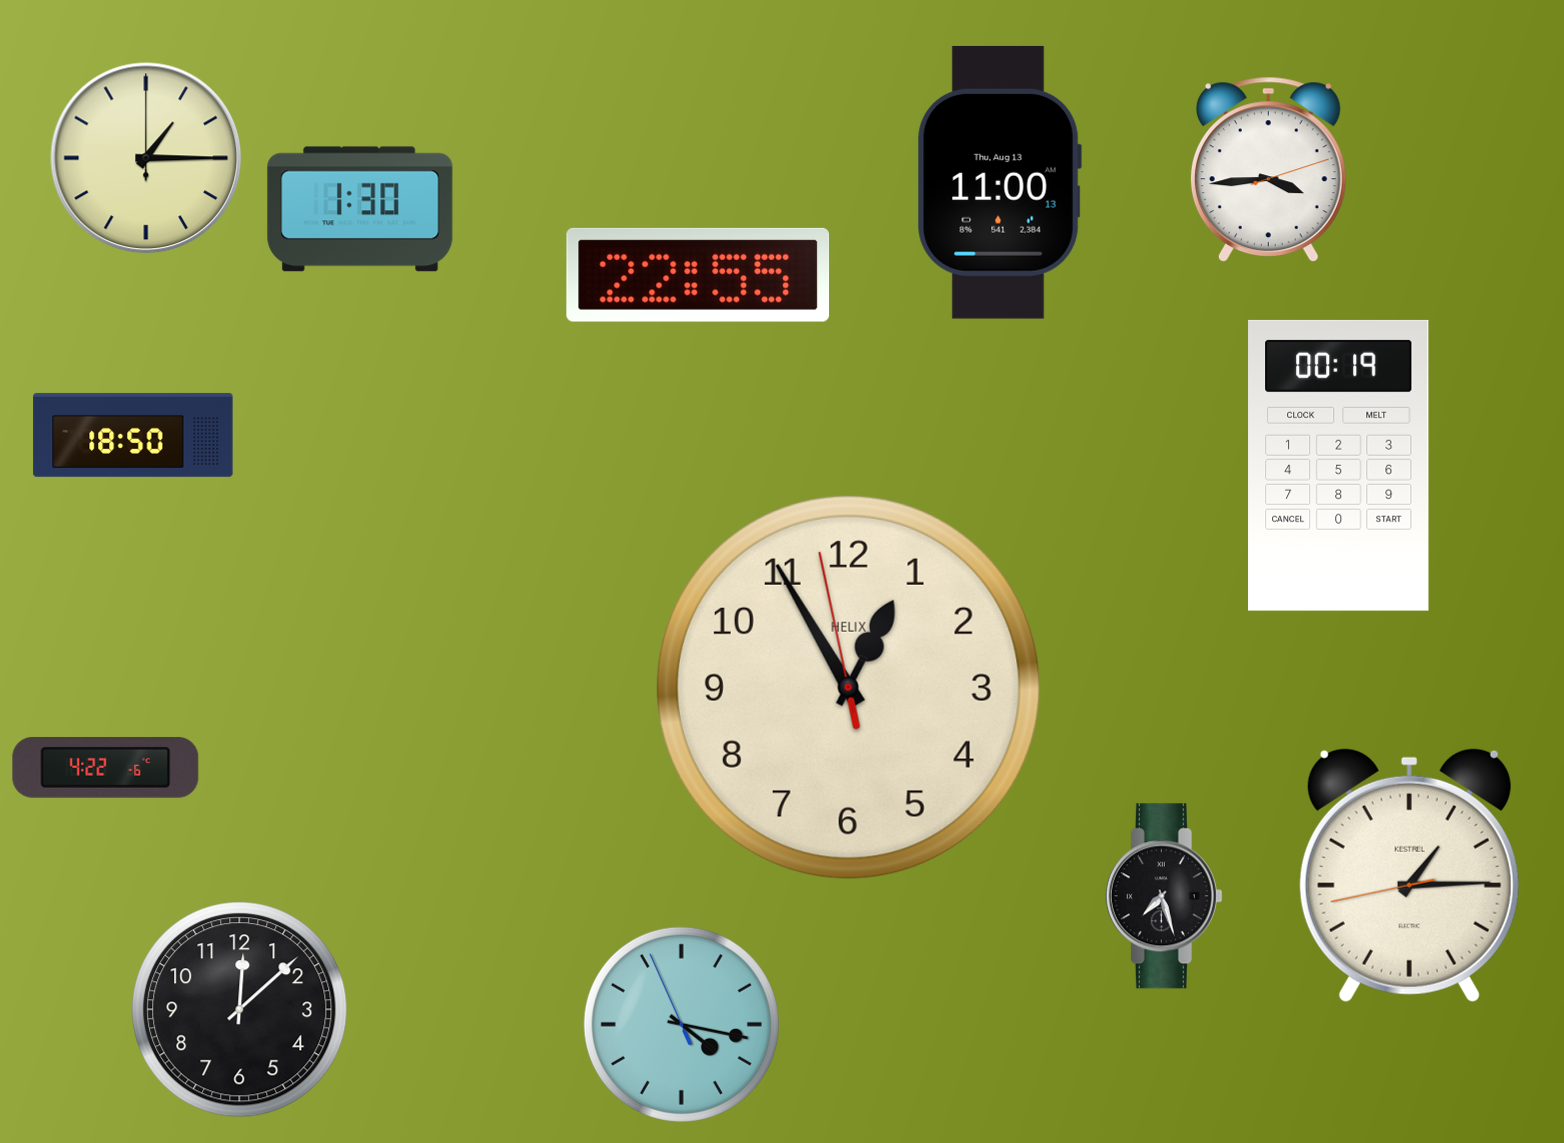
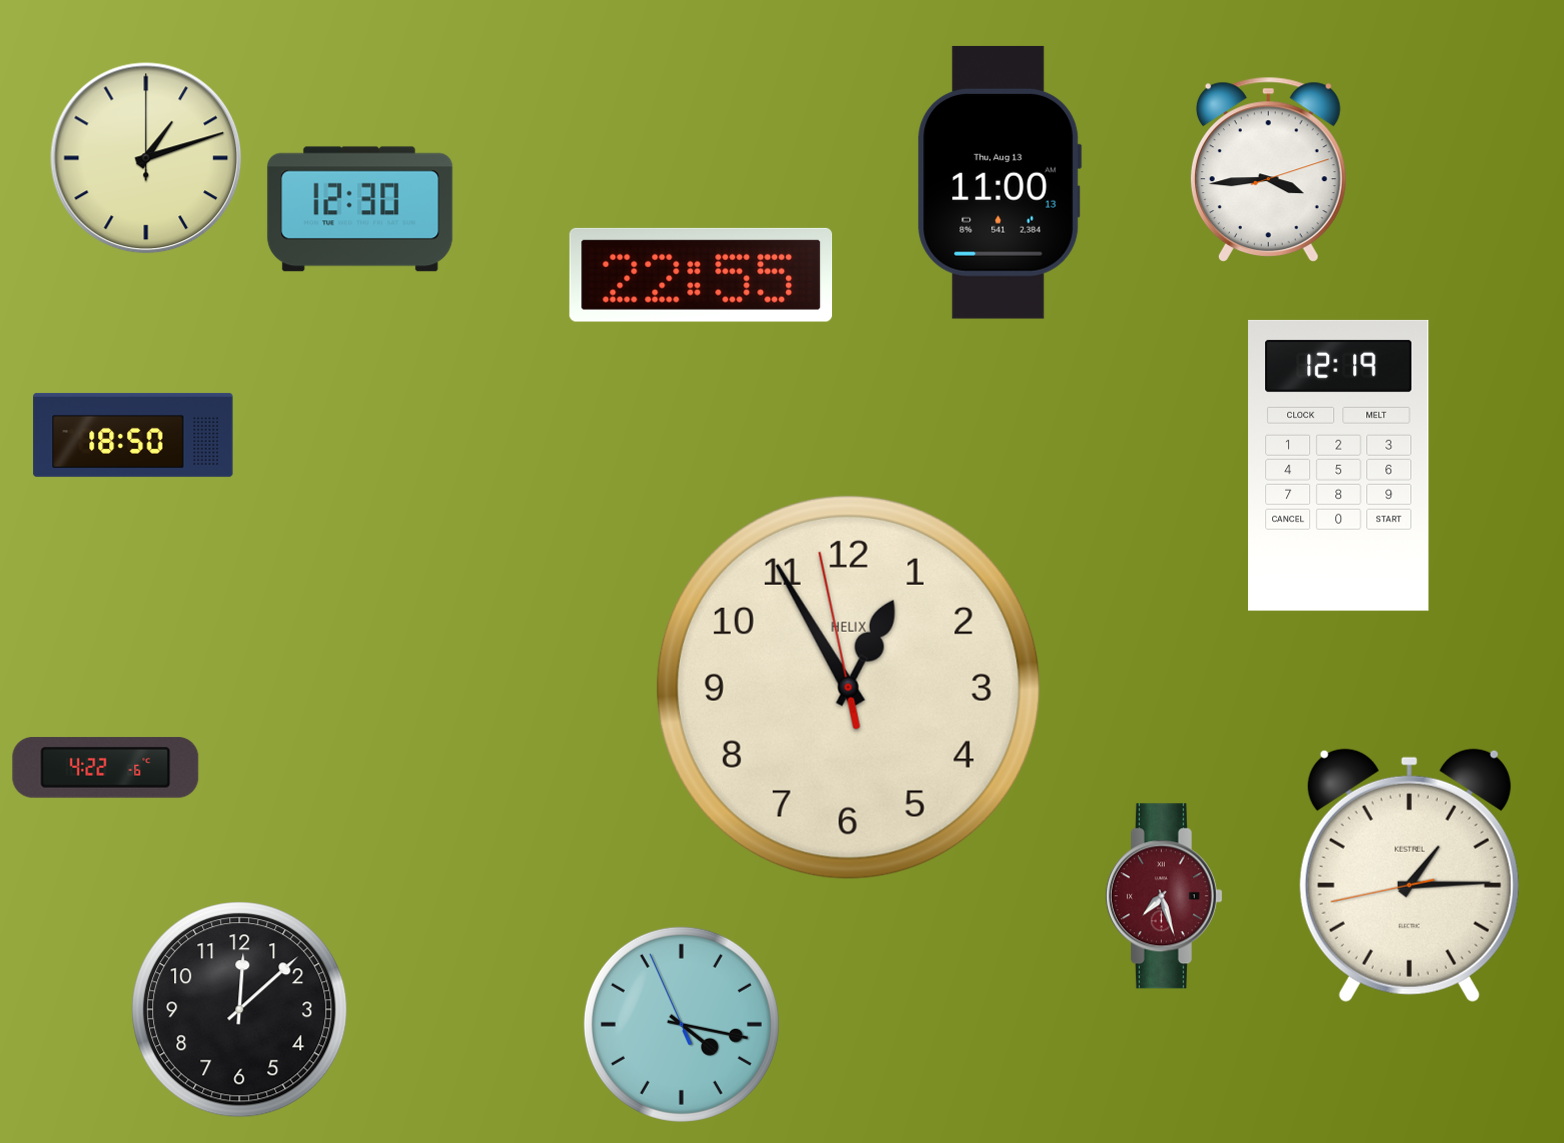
clock at (146, 158): 1:15 -> 1:12
clock at (360, 209): 1:30 -> 12:30
clock at (698, 275) position: (698, 275) -> (701, 275)
clock at (1339, 465): 00:19 -> 12:19
clock at (1164, 896) dial: black -> burgundy
